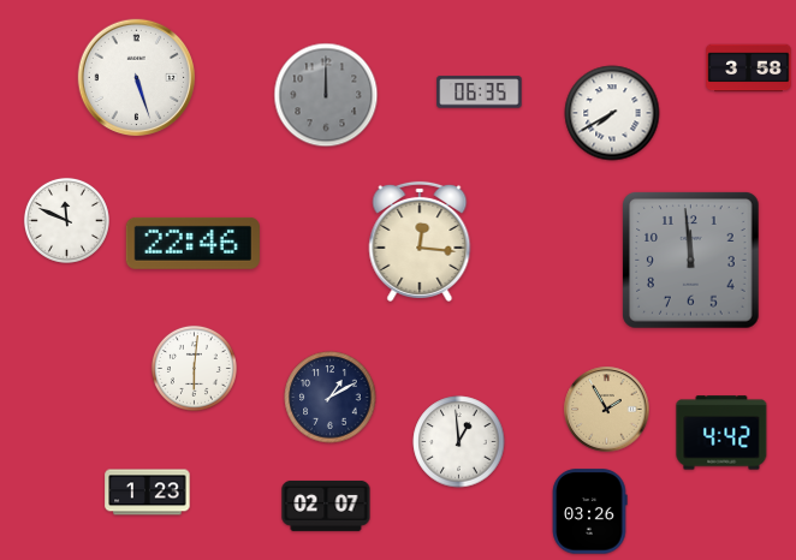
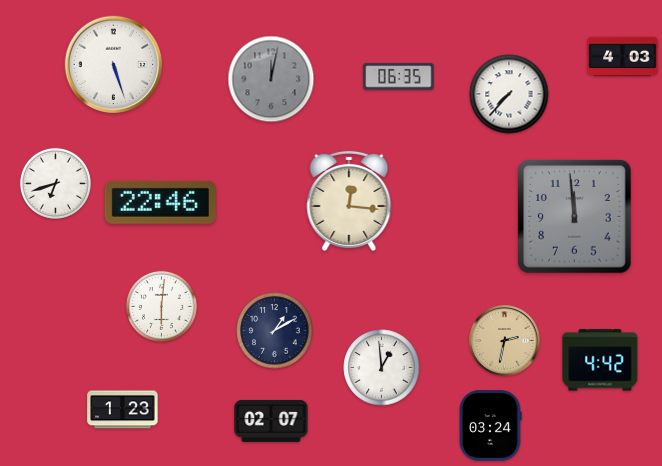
clock at (749, 68): 3:58 -> 4:03
clock at (326, 95): 12:00 -> 12:02
clock at (612, 113): 7:40 -> 7:37
clock at (66, 220): 11:49 -> 6:42
clock at (607, 410): 1:55 -> 2:32
clock at (589, 512): 03:26 -> 03:24
